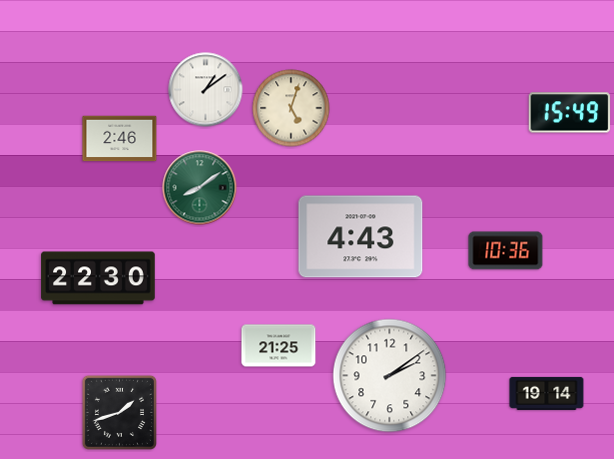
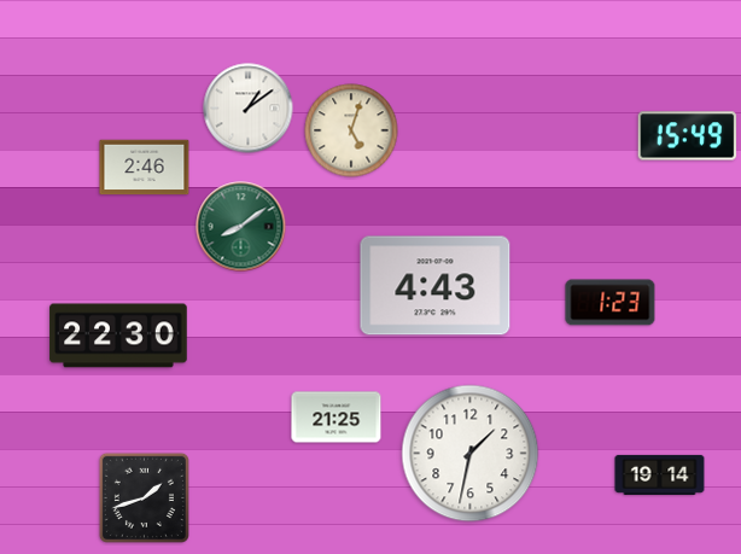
clock at (506, 251): 10:36 -> 1:23
clock at (390, 376): 2:09 -> 1:32
